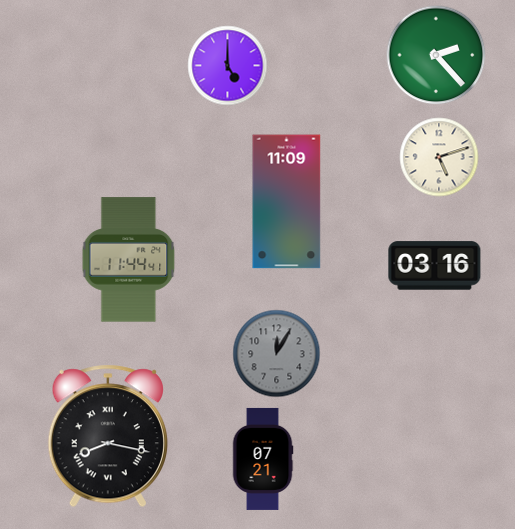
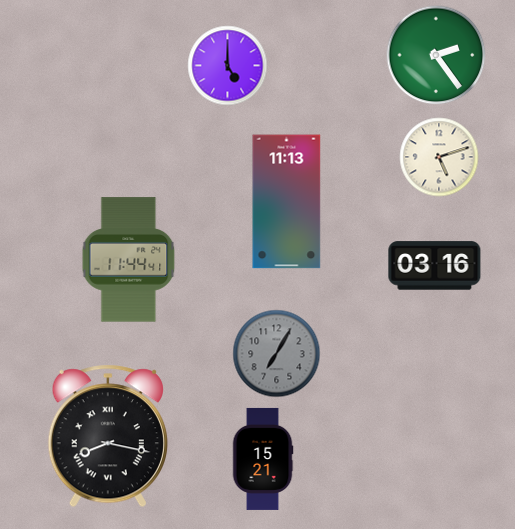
clock at (436, 55): 2:23 -> 2:24
clock at (287, 202): 11:09 -> 11:13
clock at (277, 354): 12:05 -> 7:05
clock at (263, 459): 07:21 -> 15:21
